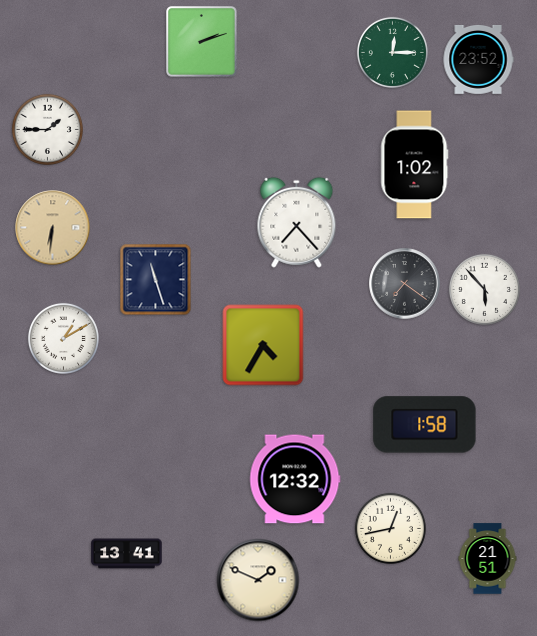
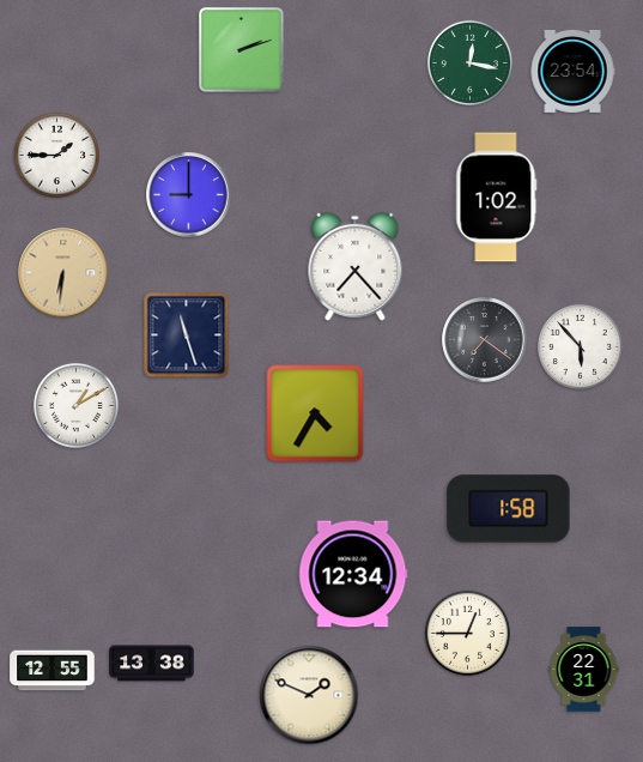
clock at (392, 52): 12:15 -> 12:17
clock at (478, 60): 23:52 -> 23:54
clock at (189, 195): none -> 9:00
clock at (295, 479): 12:32 -> 12:34
clock at (390, 528): 12:43 -> 12:45
clock at (127, 554): 13:41 -> 13:38
clock at (488, 559): 21:51 -> 22:31
clock at (53, 671): none -> 12:55
